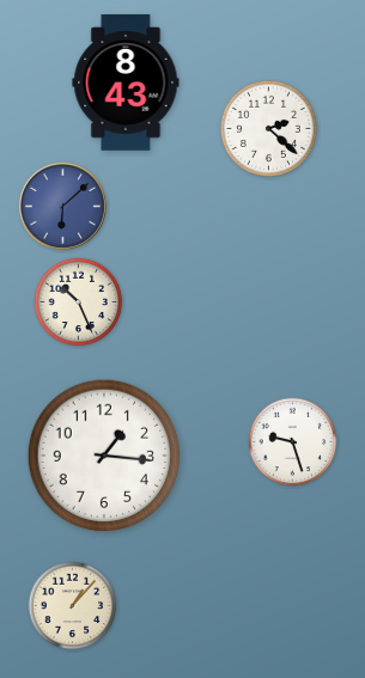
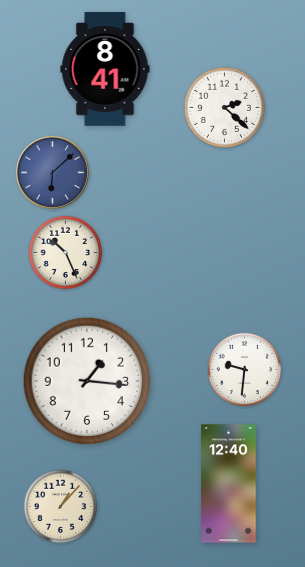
clock at (126, 83): 8:43 -> 8:41
clock at (293, 442): 9:27 -> 9:31
clock at (229, 484): none -> 12:40
